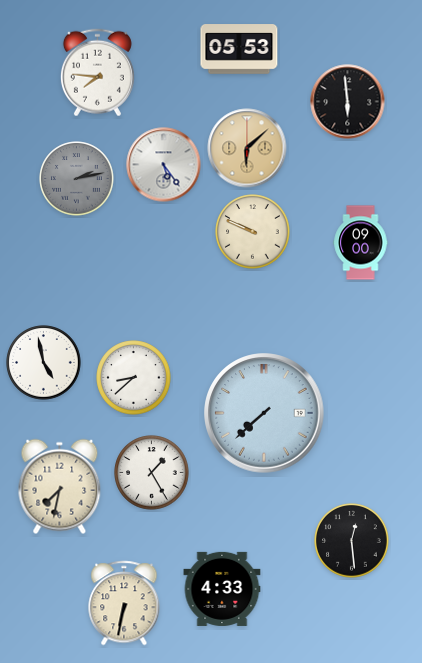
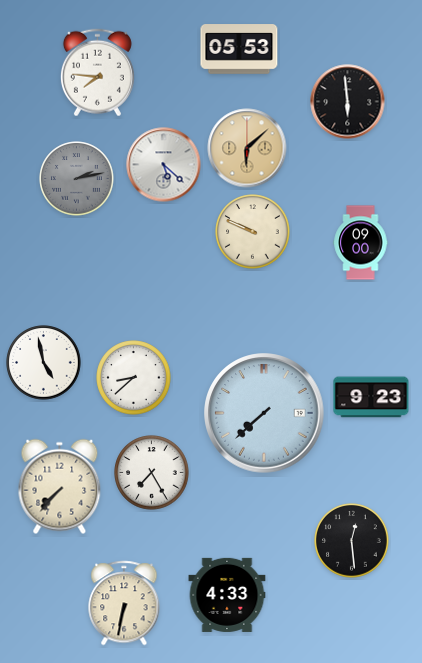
clock at (164, 165): 5:24 -> 5:22
clock at (371, 397): none -> 9:23
clock at (152, 473): 1:25 -> 7:25
clock at (60, 487): 7:32 -> 7:37
clock at (222, 589) position: (222, 589) -> (227, 595)
